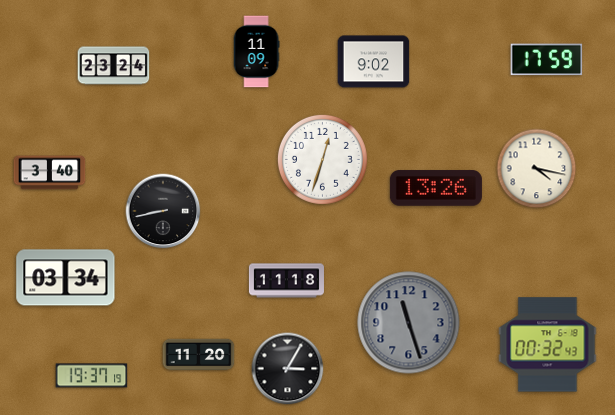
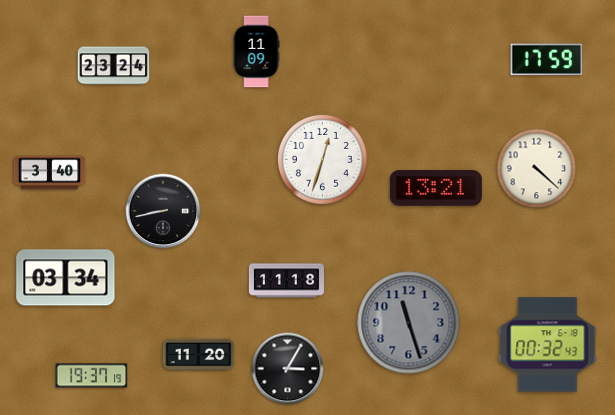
clock at (374, 62): 9:02 -> none
clock at (537, 169): 4:17 -> 4:22
clock at (436, 188): 13:26 -> 13:21
